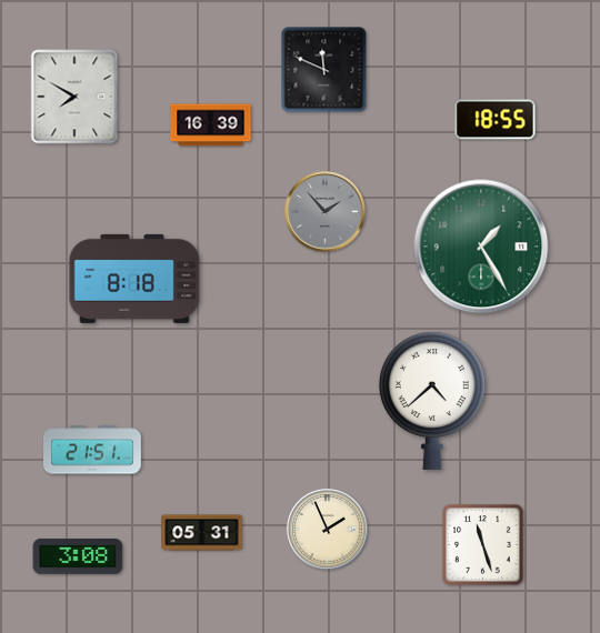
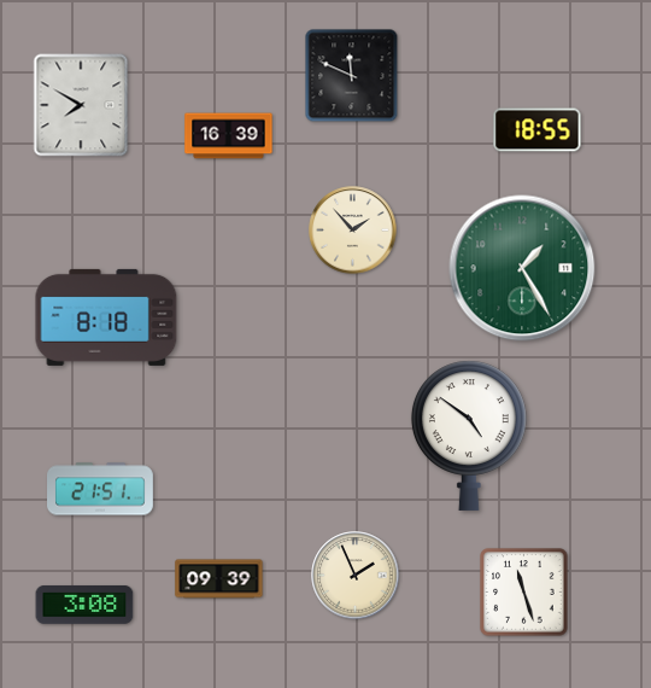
clock at (326, 212) dial: grey -> cream
clock at (134, 279) position: (134, 279) -> (106, 317)
clock at (432, 401): 4:38 -> 4:51
clock at (202, 533): 05:31 -> 09:39
